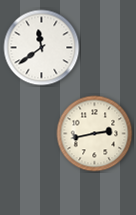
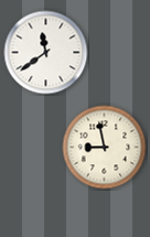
clock at (95, 134): 2:43 -> 8:58
